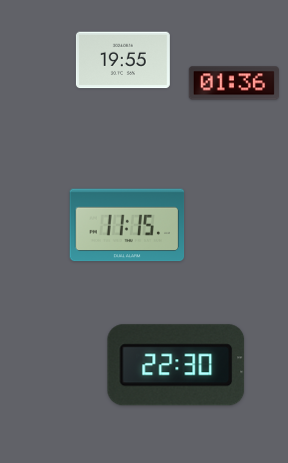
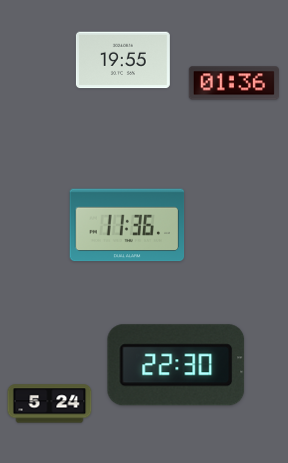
clock at (127, 225): 11:15 -> 11:36
clock at (50, 404): none -> 5:24
